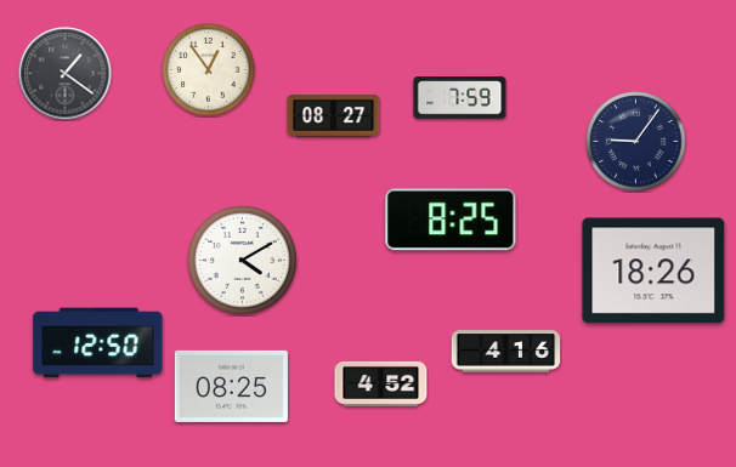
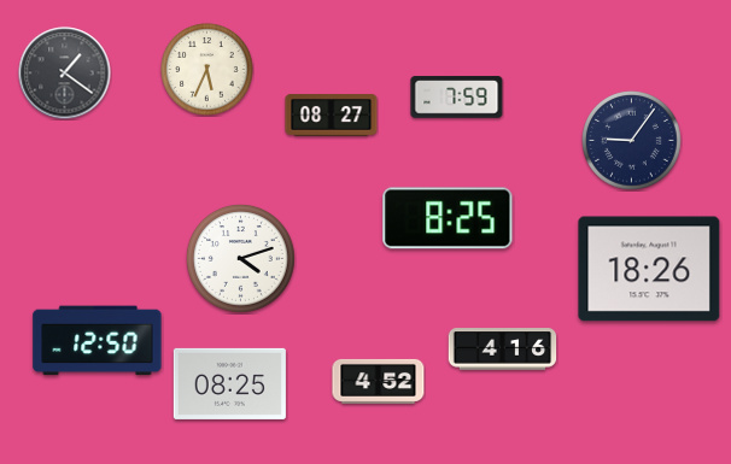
clock at (209, 70): 12:54 -> 5:34
clock at (243, 261): 4:10 -> 4:12
